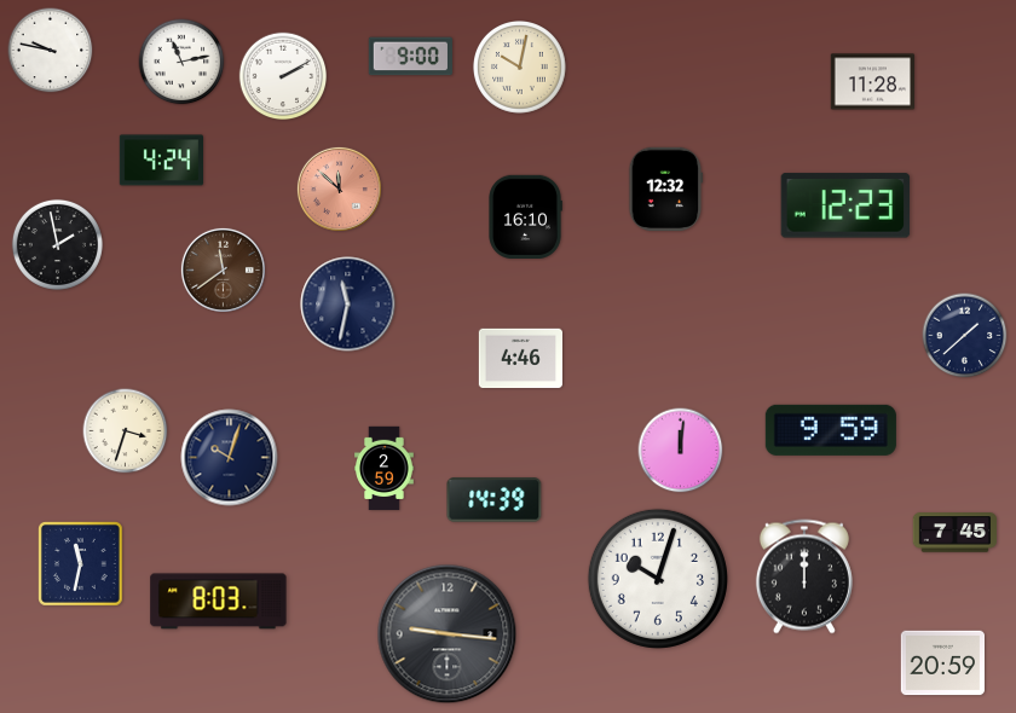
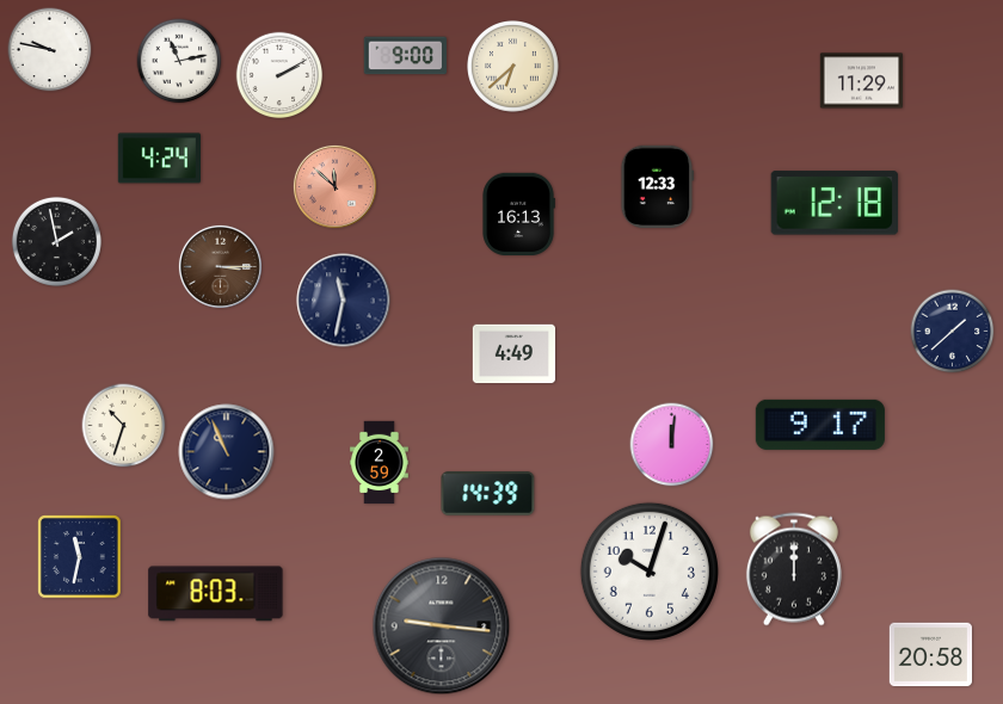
clock at (520, 68): 10:02 -> 6:38
clock at (872, 82): 11:28 -> 11:29
clock at (666, 189): 12:32 -> 12:33
clock at (845, 205): 12:23 -> 12:18
clock at (525, 216): 16:10 -> 16:13
clock at (223, 269): 11:39 -> 3:15
clock at (521, 359): 4:46 -> 4:49
clock at (831, 430): 9:59 -> 9:17
clock at (126, 431): 3:33 -> 10:33
clock at (230, 458): 10:03 -> 10:56
clock at (954, 533): 7:45 -> none
clock at (942, 663): 20:59 -> 20:58
